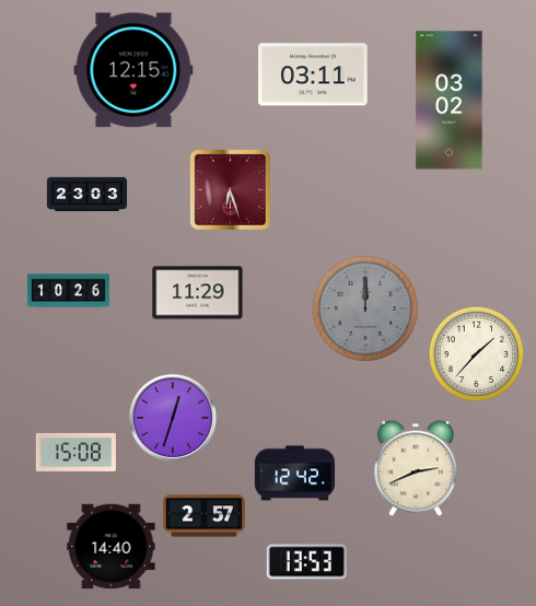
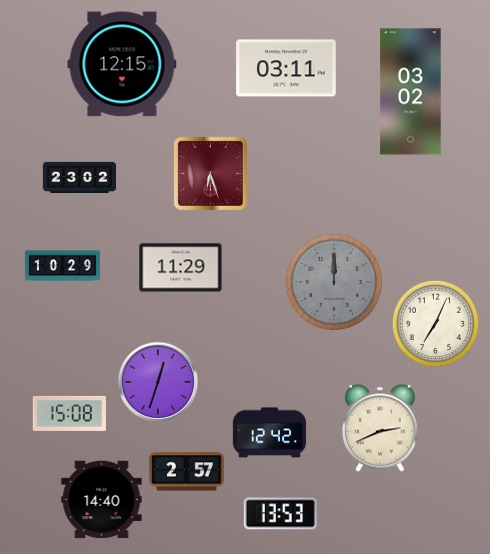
clock at (88, 195): 23:03 -> 23:02
clock at (68, 291): 10:26 -> 10:29
clock at (477, 354): 1:37 -> 7:04
